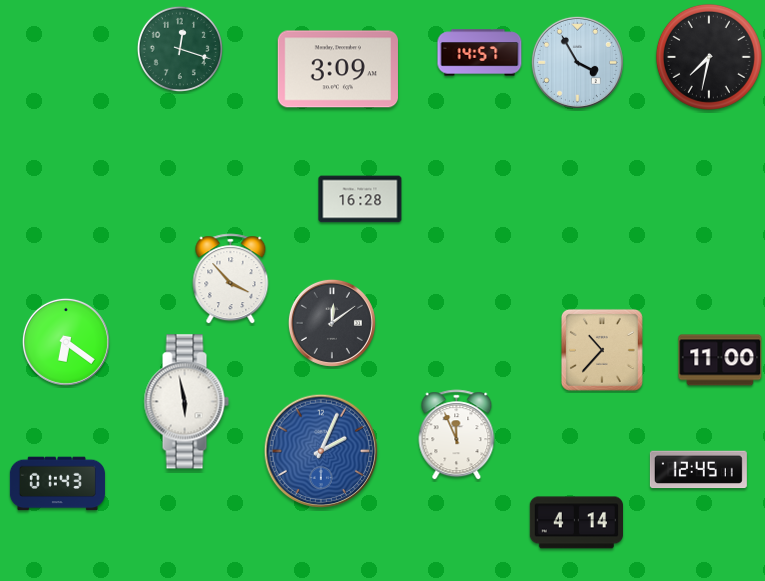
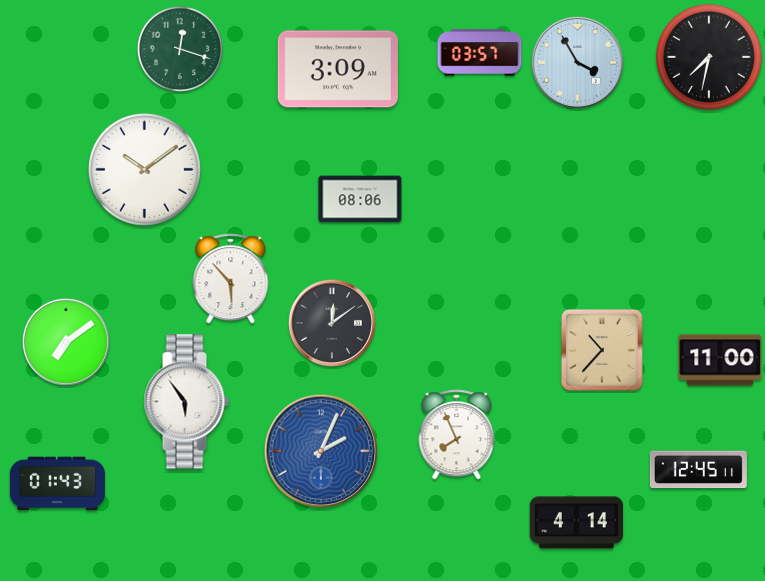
clock at (480, 53): 14:57 -> 03:57
clock at (144, 169): none -> 10:09
clock at (360, 199): 16:28 -> 08:06
clock at (231, 279): 3:53 -> 5:53
clock at (66, 342): 6:21 -> 7:09
clock at (186, 402): 5:58 -> 5:54
clock at (457, 435): 11:56 -> 7:56
